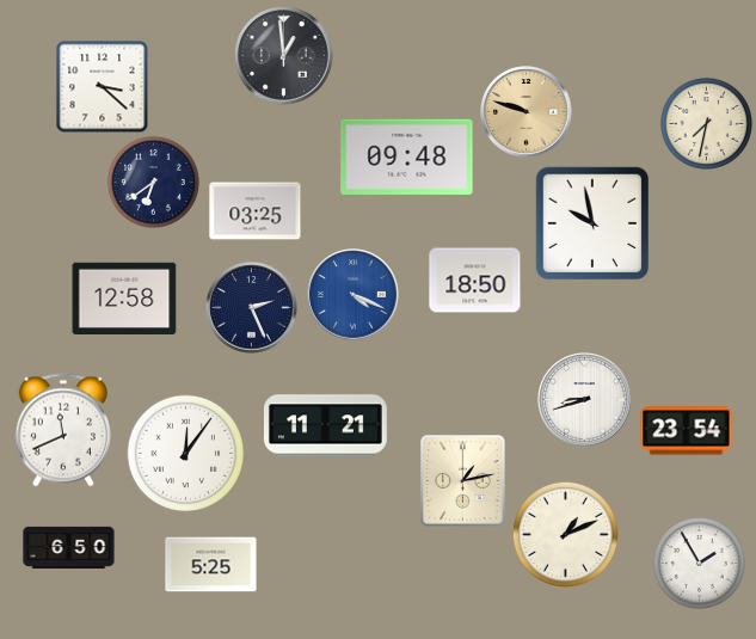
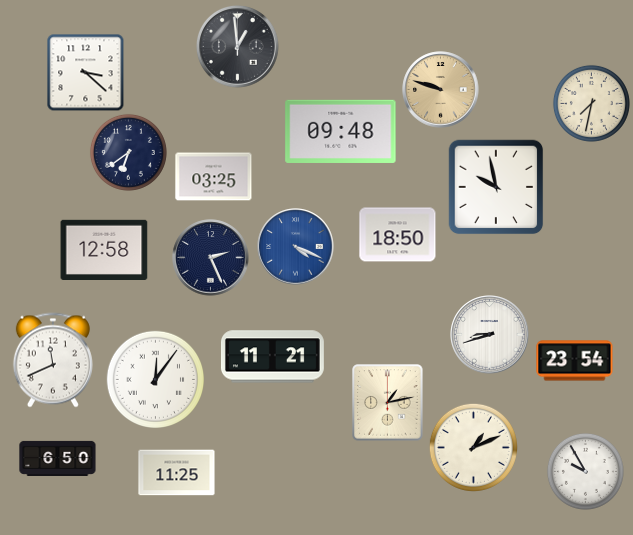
clock at (527, 112) position: (527, 112) -> (441, 90)
clock at (699, 563): 1:55 -> 9:55
clock at (211, 565): 5:25 -> 11:25
